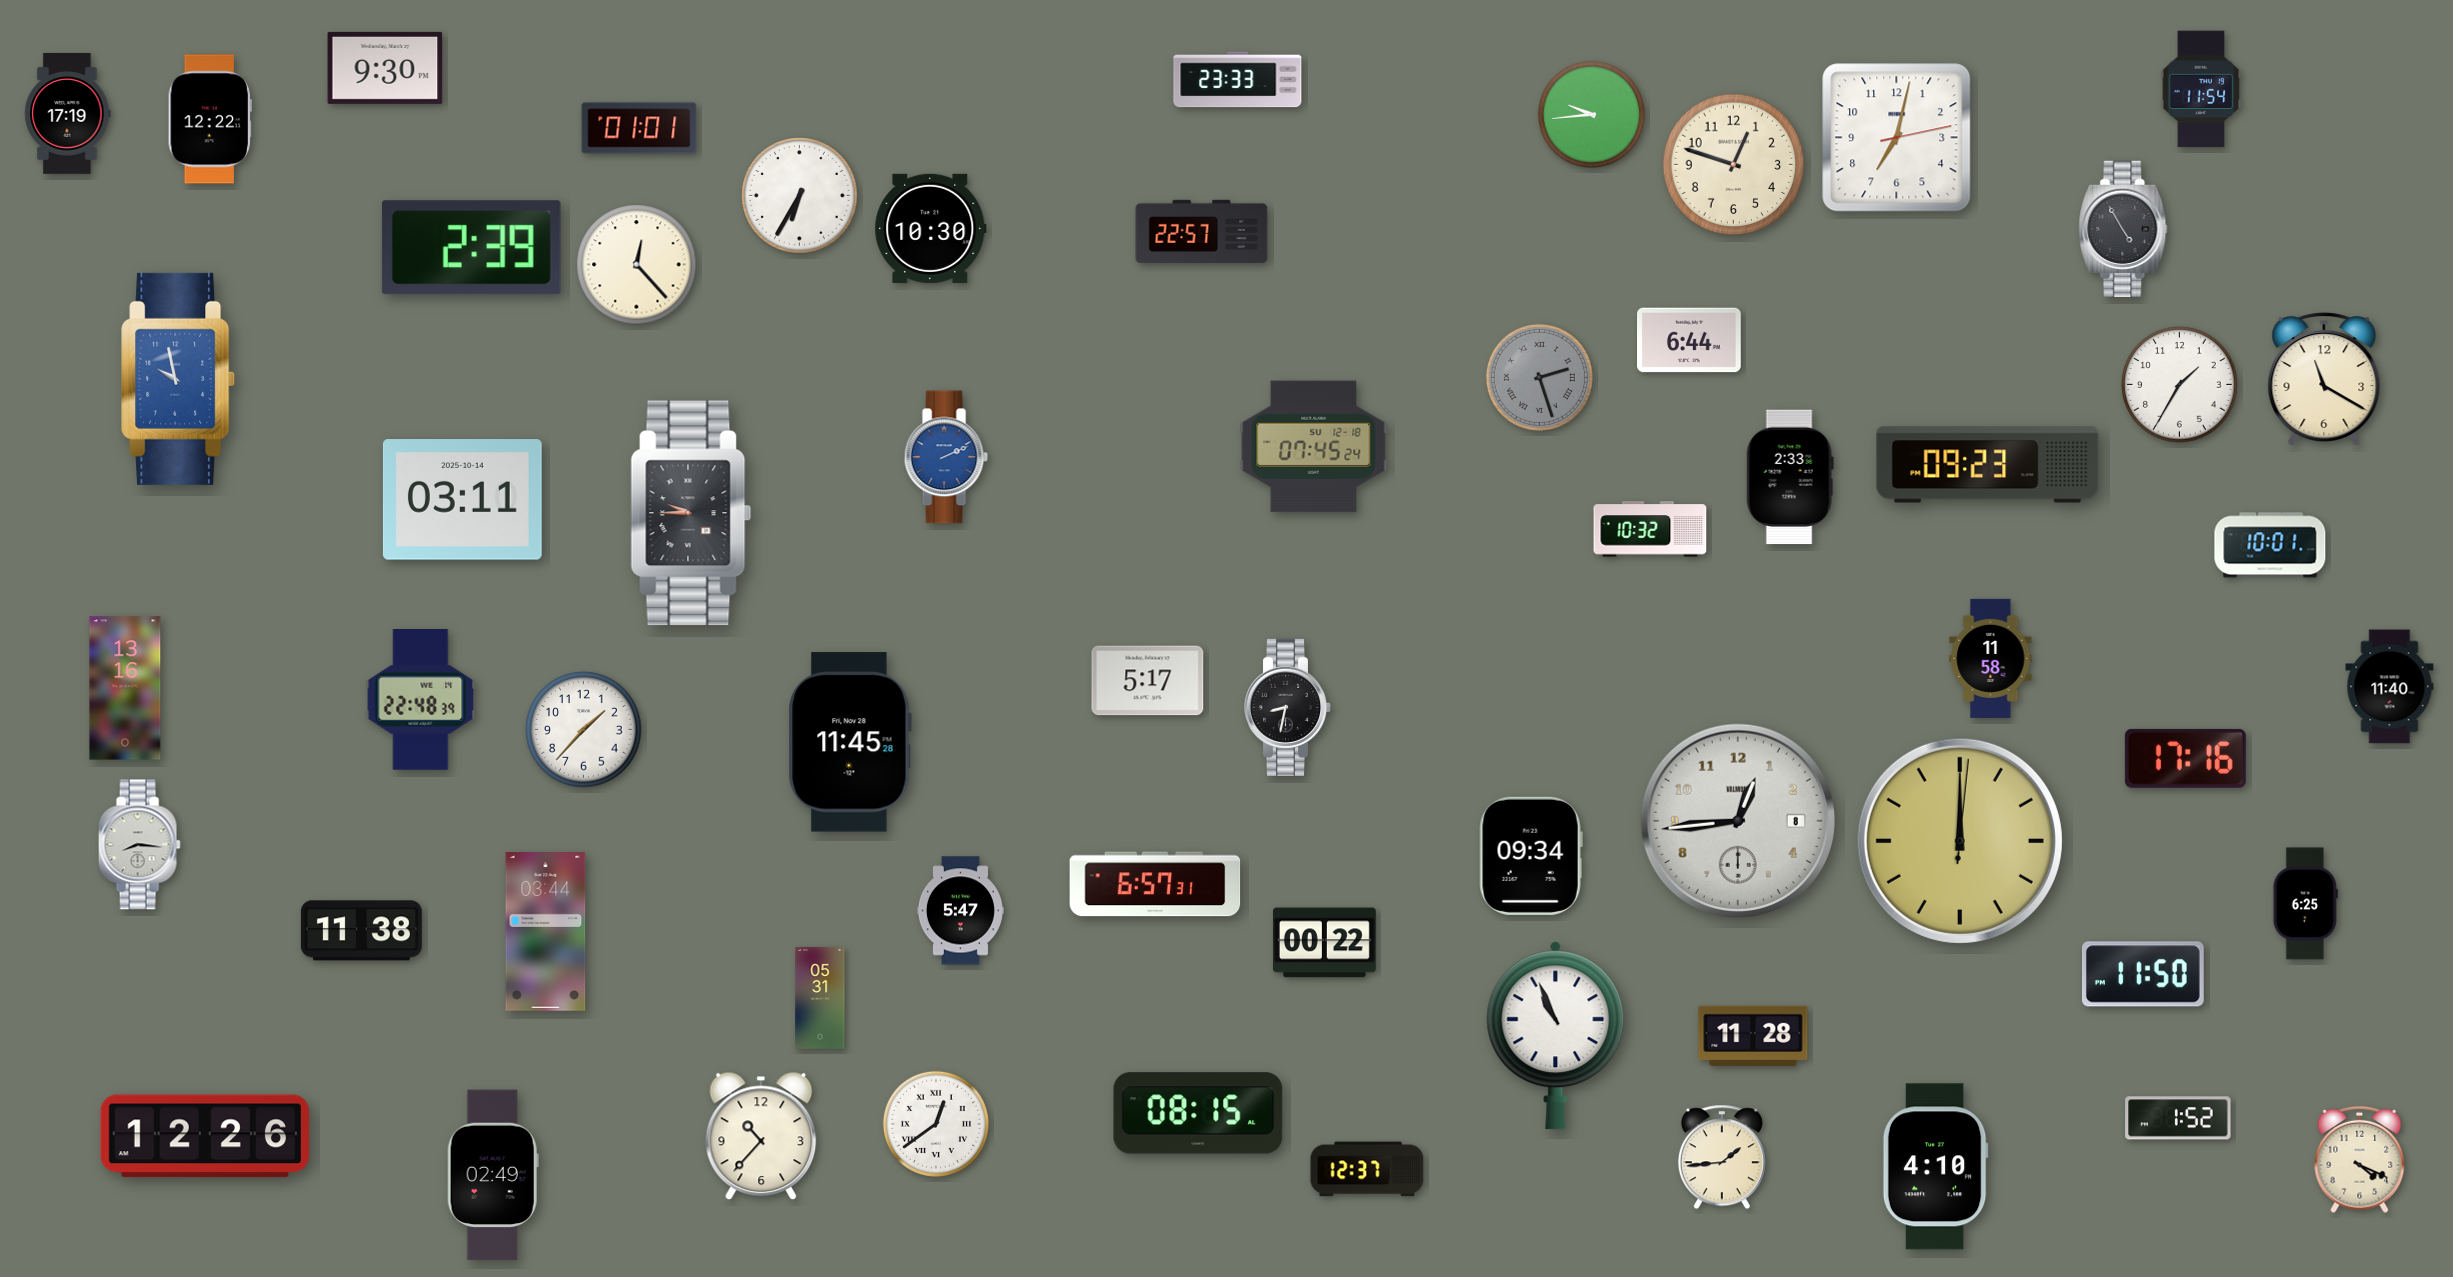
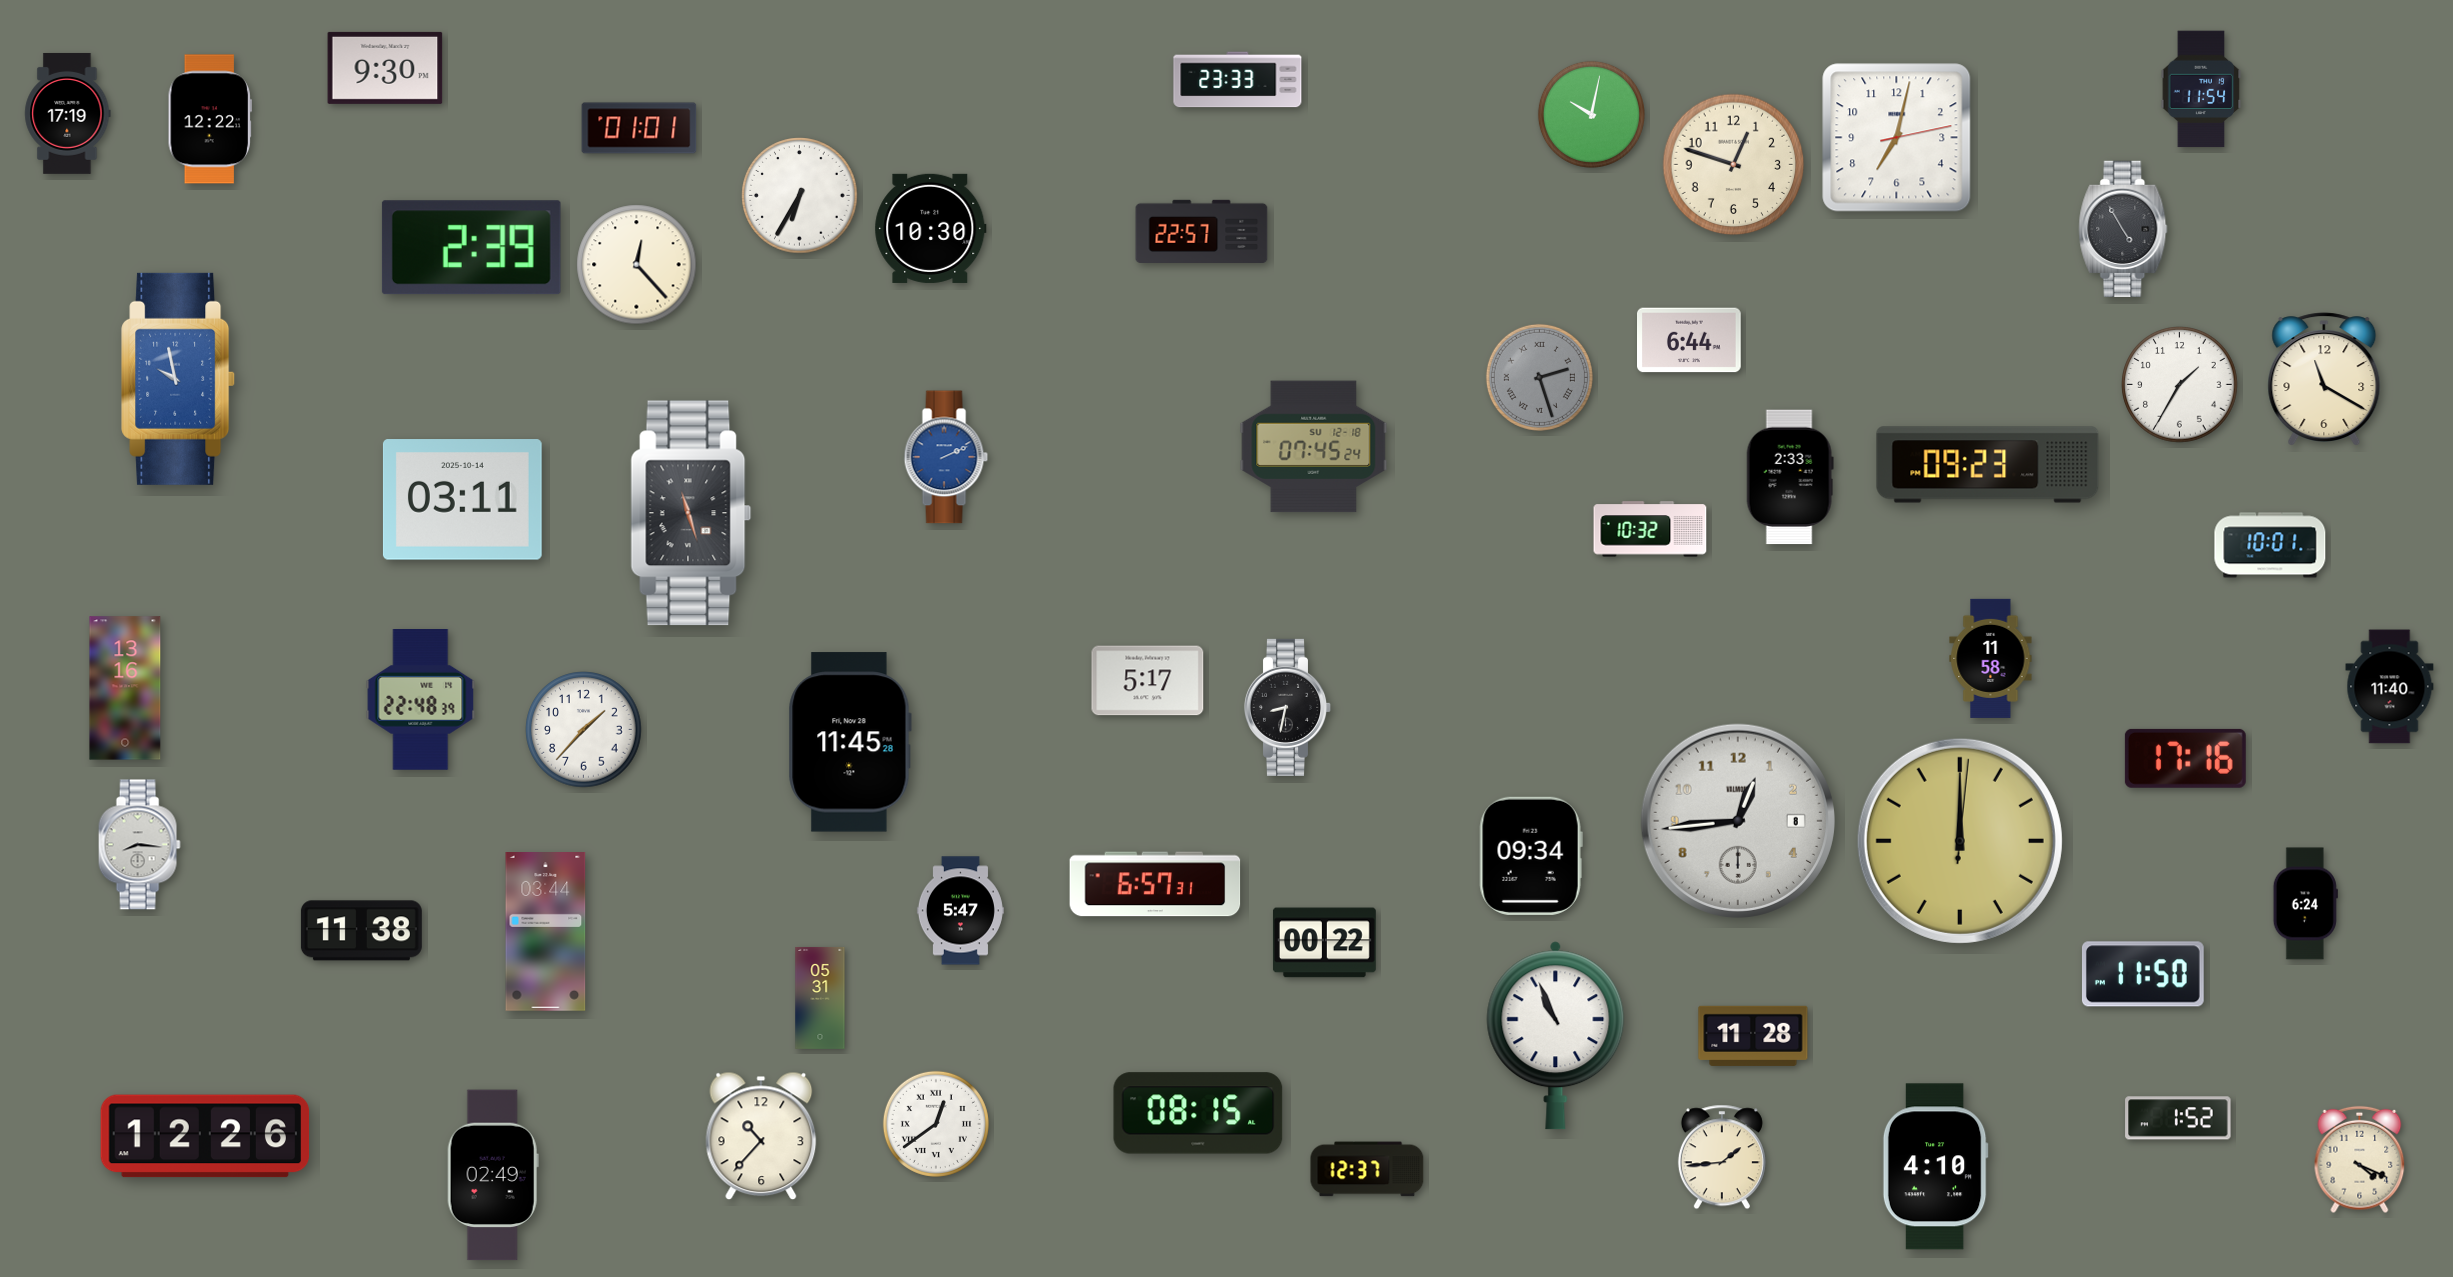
clock at (1591, 114): 9:44 -> 10:02
clock at (691, 513): 9:45 -> 11:27
clock at (2305, 904): 6:25 -> 6:24
